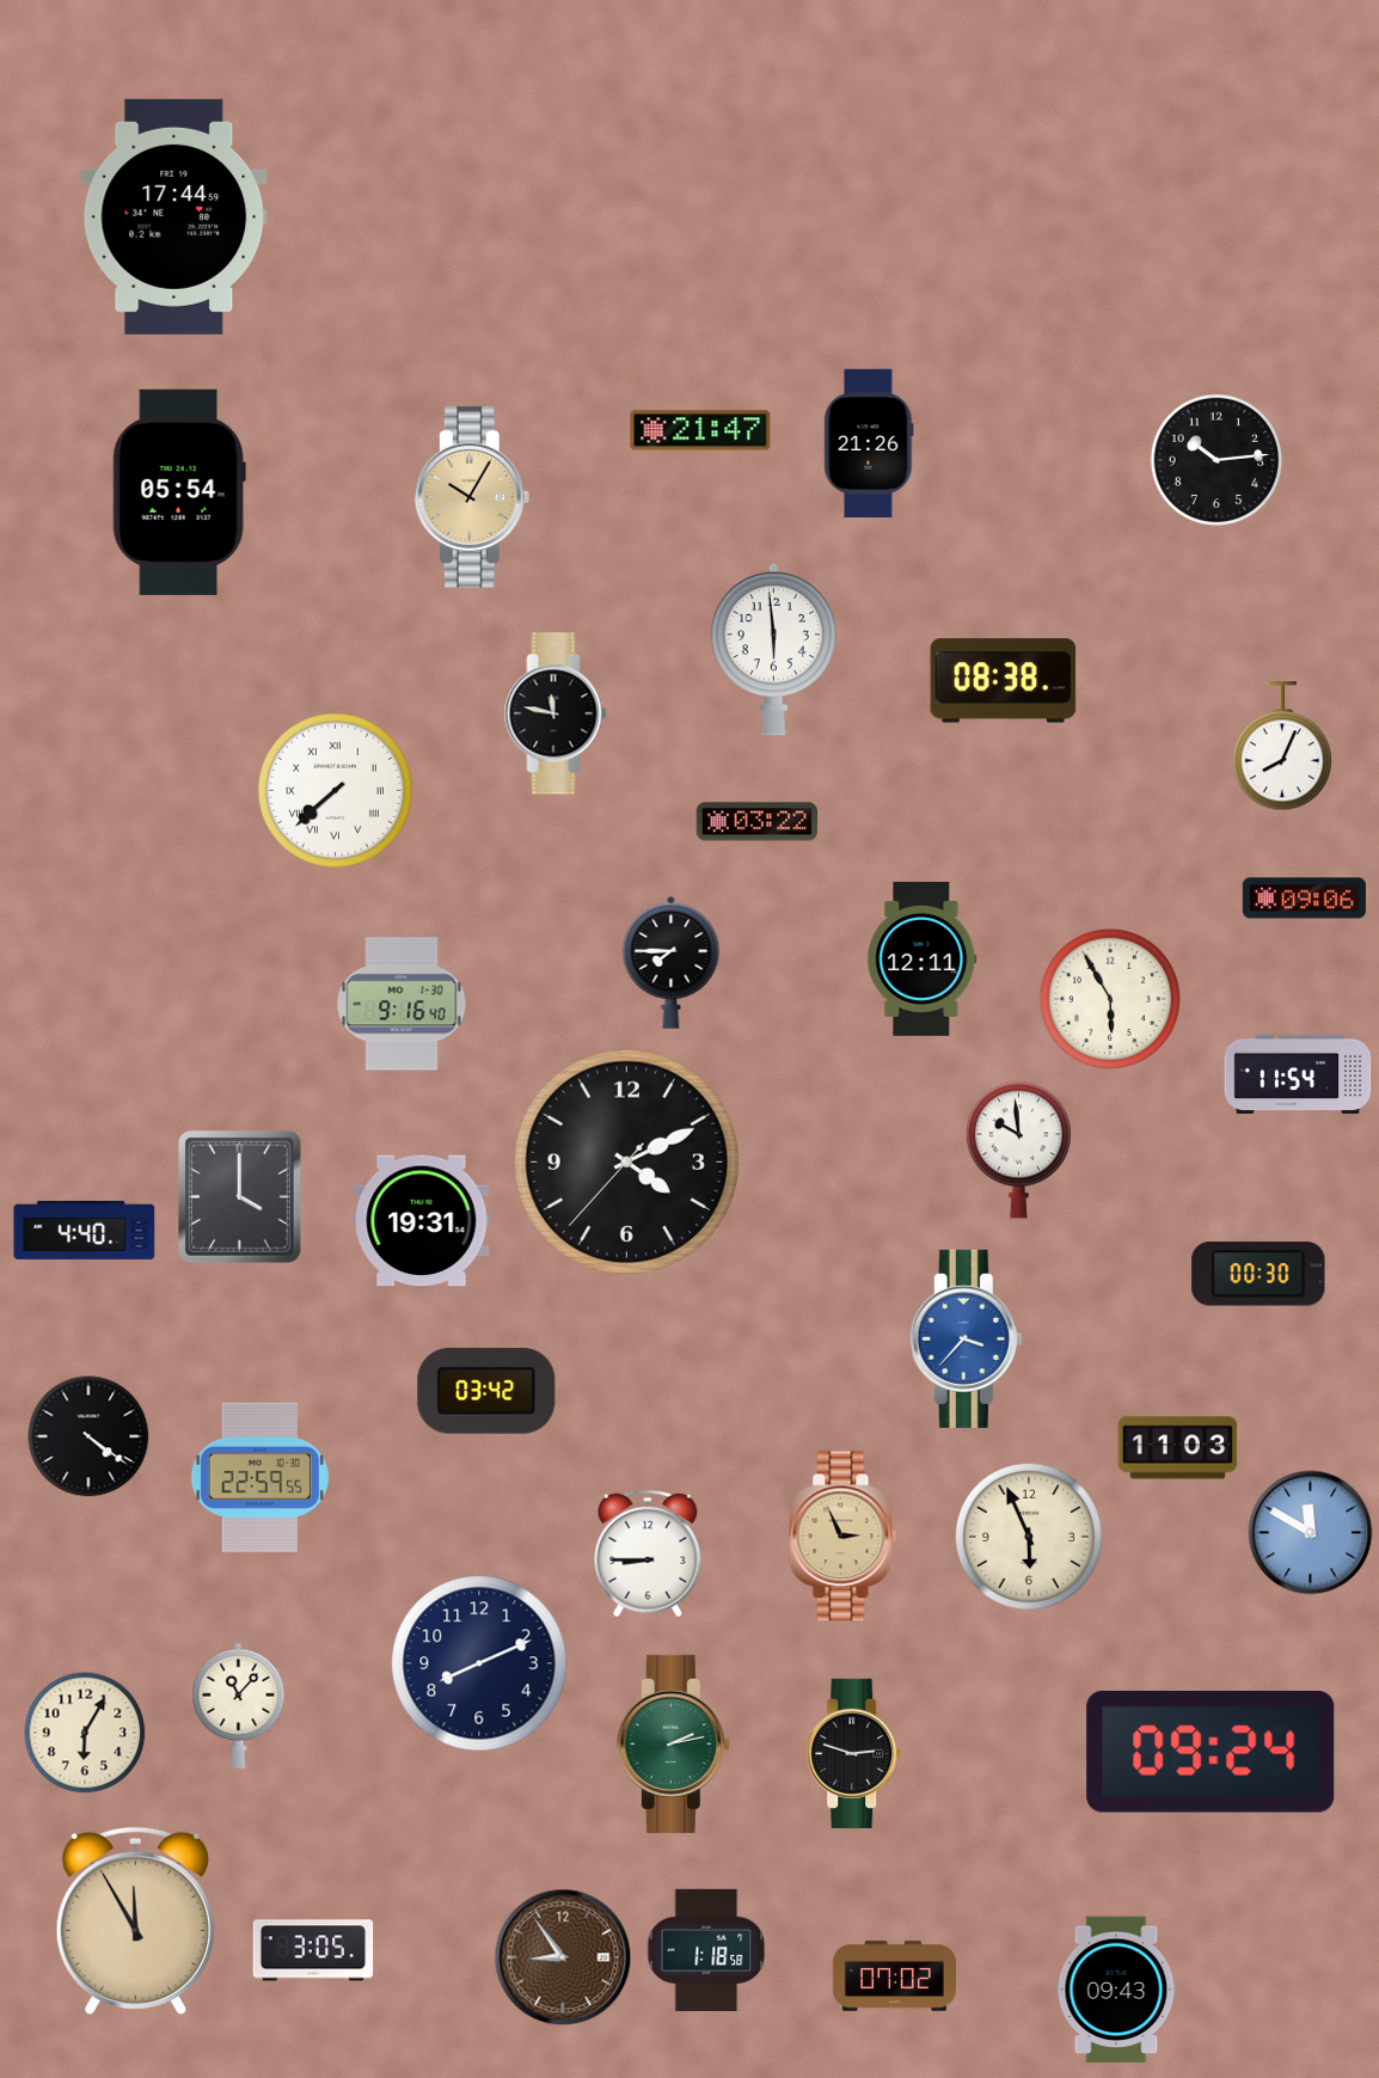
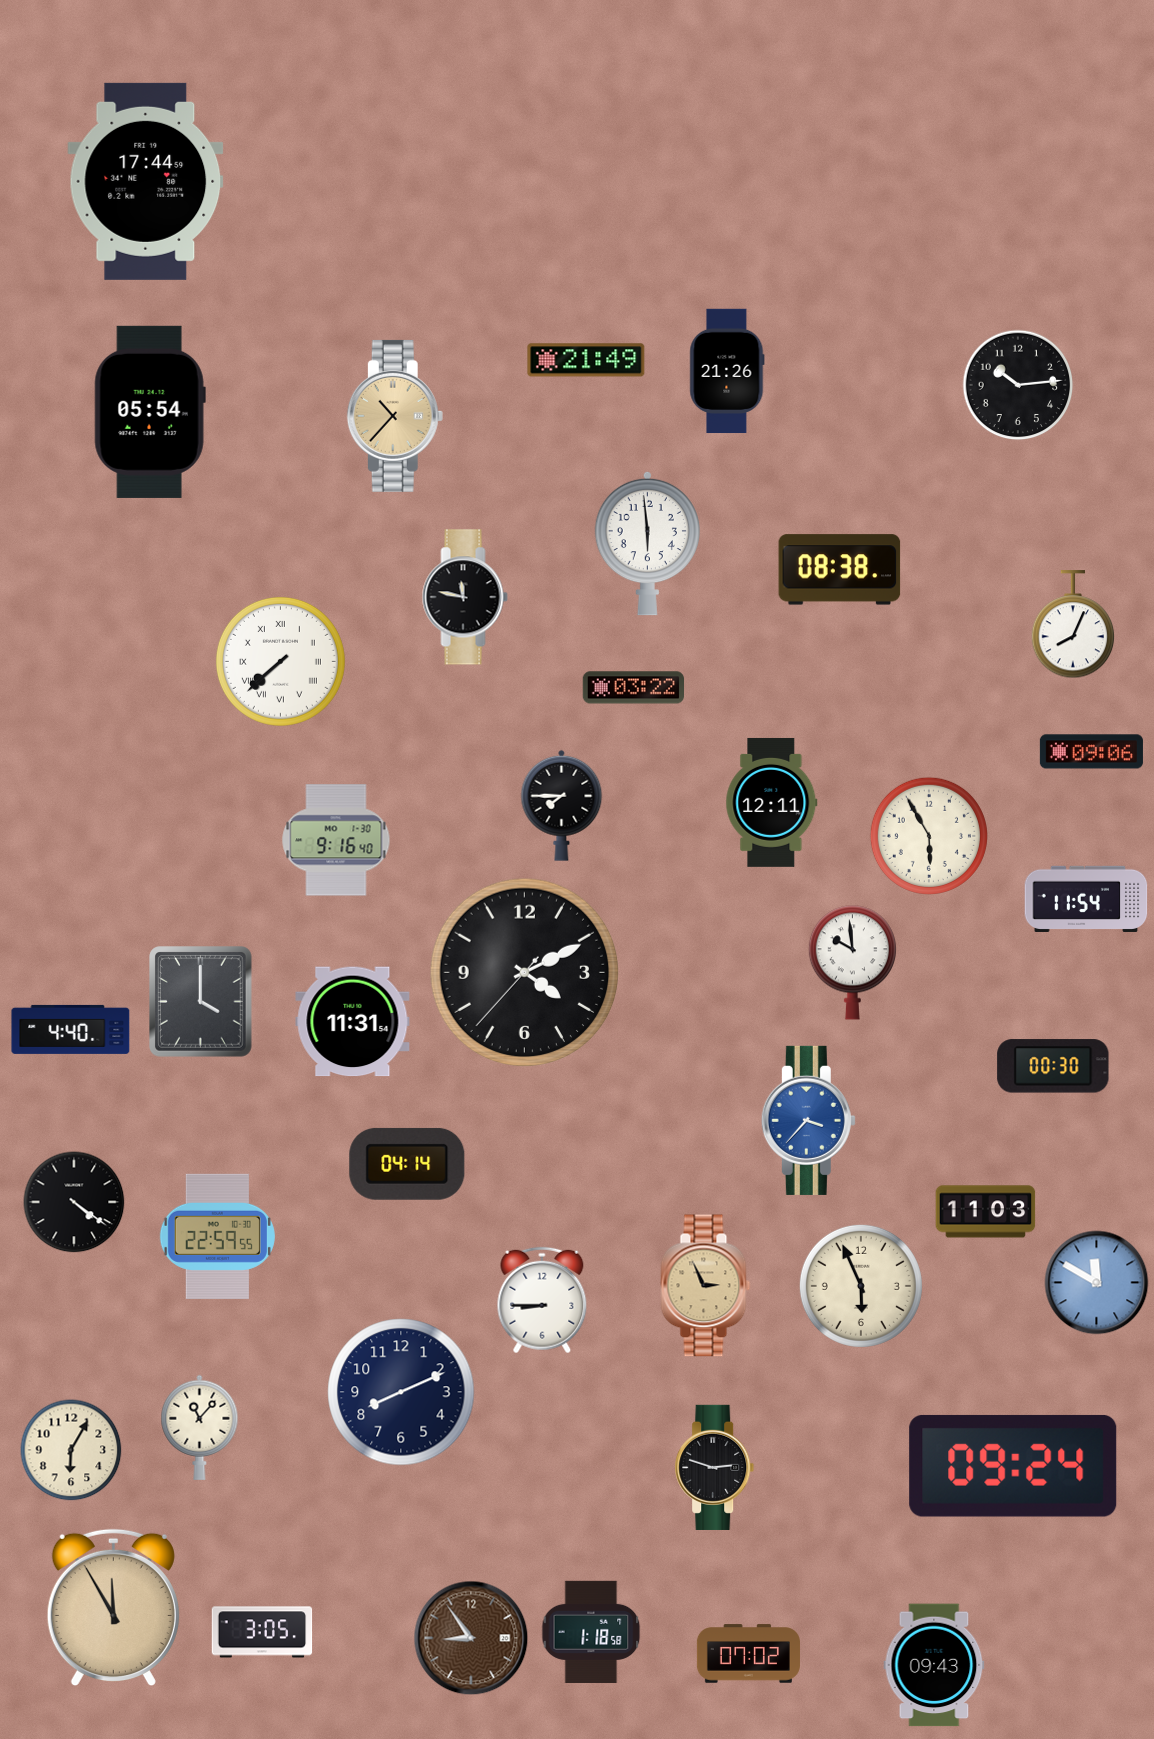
clock at (700, 430): 21:47 -> 21:49
clock at (472, 497): 10:05 -> 10:37
clock at (422, 1221): 19:31 -> 11:31
clock at (486, 1391): 03:42 -> 04:14
clock at (673, 1743): 2:13 -> none
